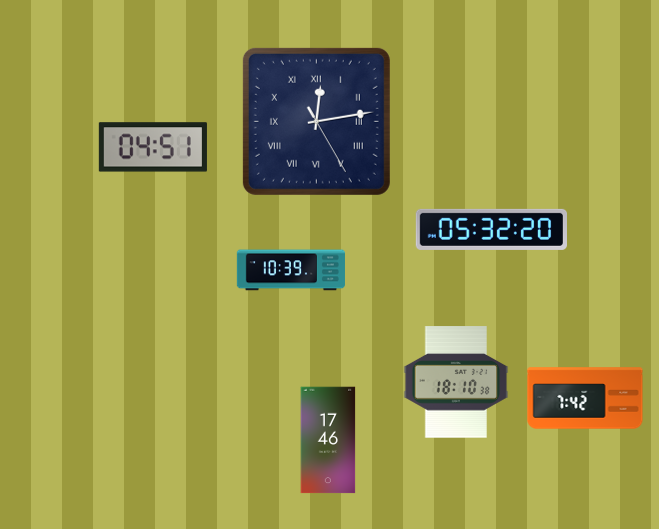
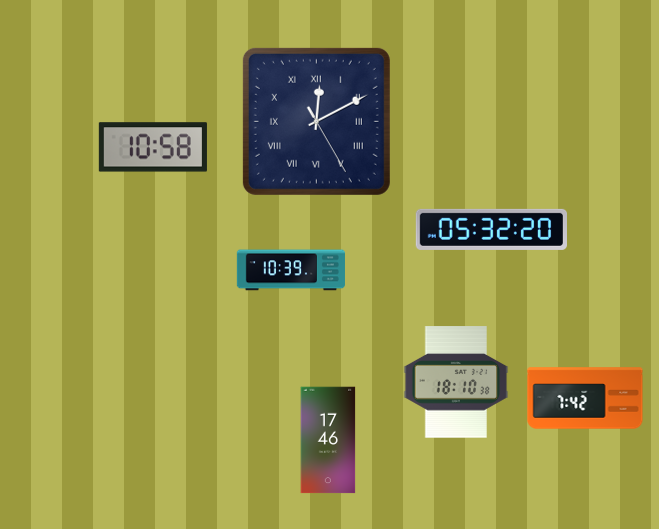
clock at (316, 121): 12:13 -> 12:10
clock at (153, 147): 04:51 -> 10:58
